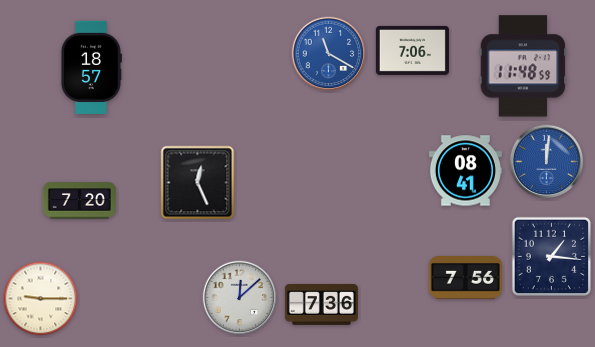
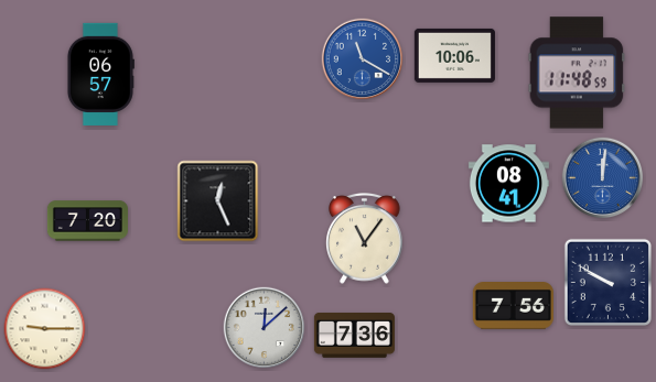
clock at (412, 50): 7:06 -> 10:06
clock at (91, 67): 18:57 -> 06:57
clock at (465, 171) position: (465, 171) -> (508, 184)
clock at (365, 238): none -> 11:06
clock at (551, 256): 1:16 -> 9:50
